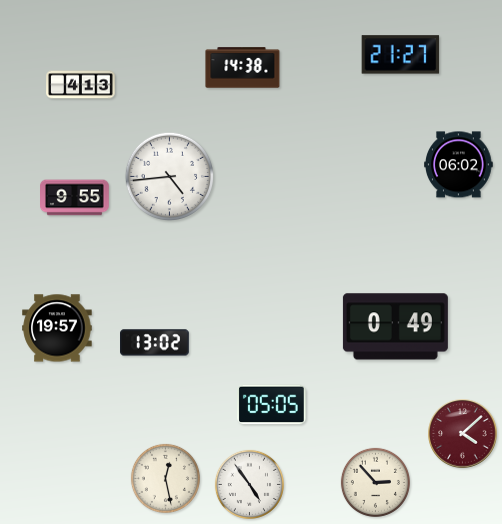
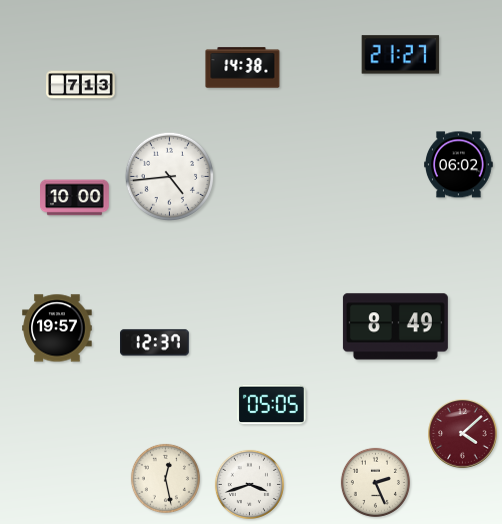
clock at (81, 85): 4:13 -> 7:13
clock at (75, 198): 9:55 -> 10:00
clock at (395, 327): 0:49 -> 8:49
clock at (155, 343): 13:02 -> 12:37
clock at (375, 482): 2:53 -> 2:26
clock at (249, 484): 4:54 -> 3:42
